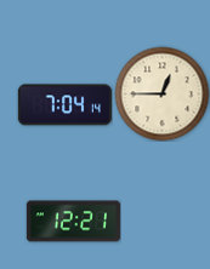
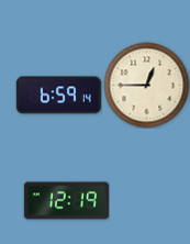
clock at (64, 105): 7:04 -> 6:59
clock at (73, 222): 12:21 -> 12:19
